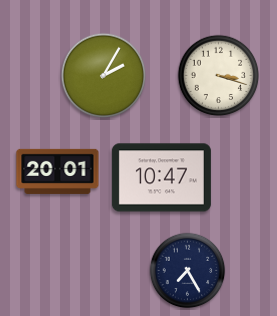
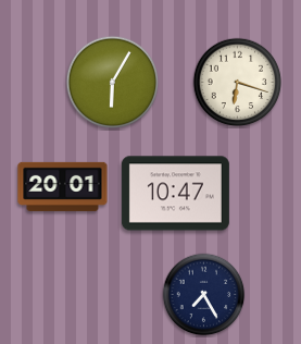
clock at (104, 76): 2:05 -> 6:05
clock at (219, 76): 3:18 -> 6:18
